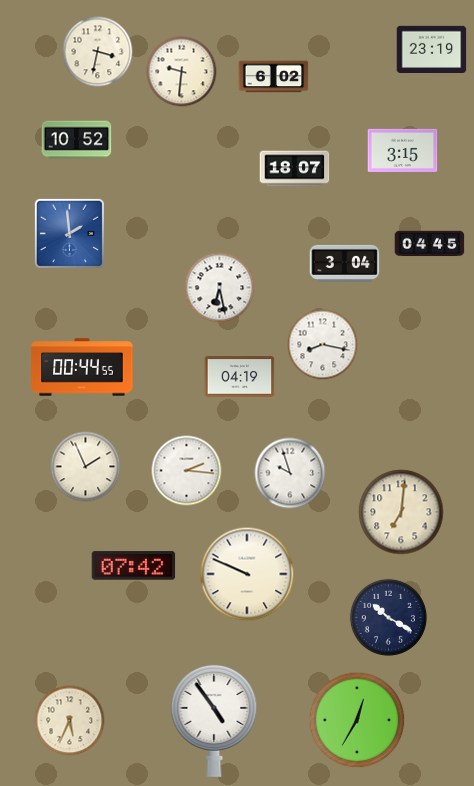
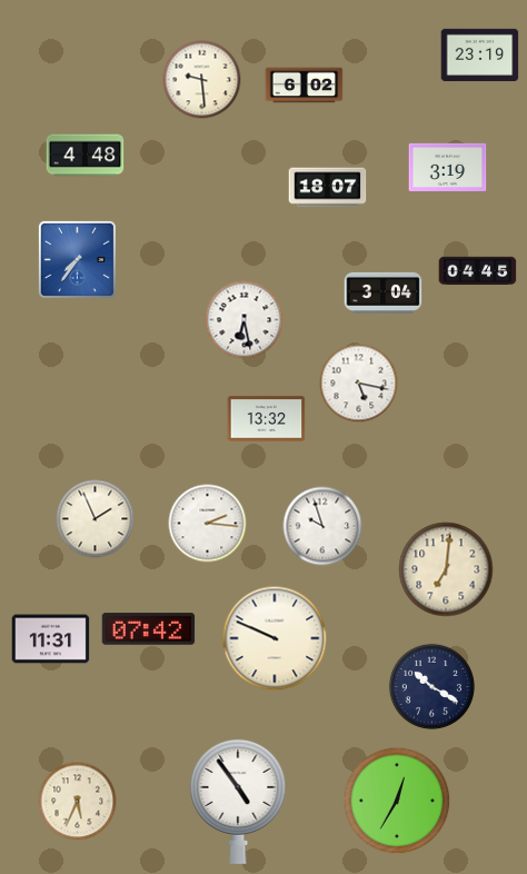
clock at (98, 52): 3:32 -> none
clock at (182, 72): 9:31 -> 9:29
clock at (77, 140): 10:52 -> 4:48
clock at (403, 150): 3:15 -> 3:19
clock at (69, 233): 1:59 -> 7:36
clock at (323, 345): 8:17 -> 5:17
clock at (82, 367): 00:44 -> none
clock at (240, 377): 04:19 -> 13:32
clock at (51, 639): none -> 11:31
